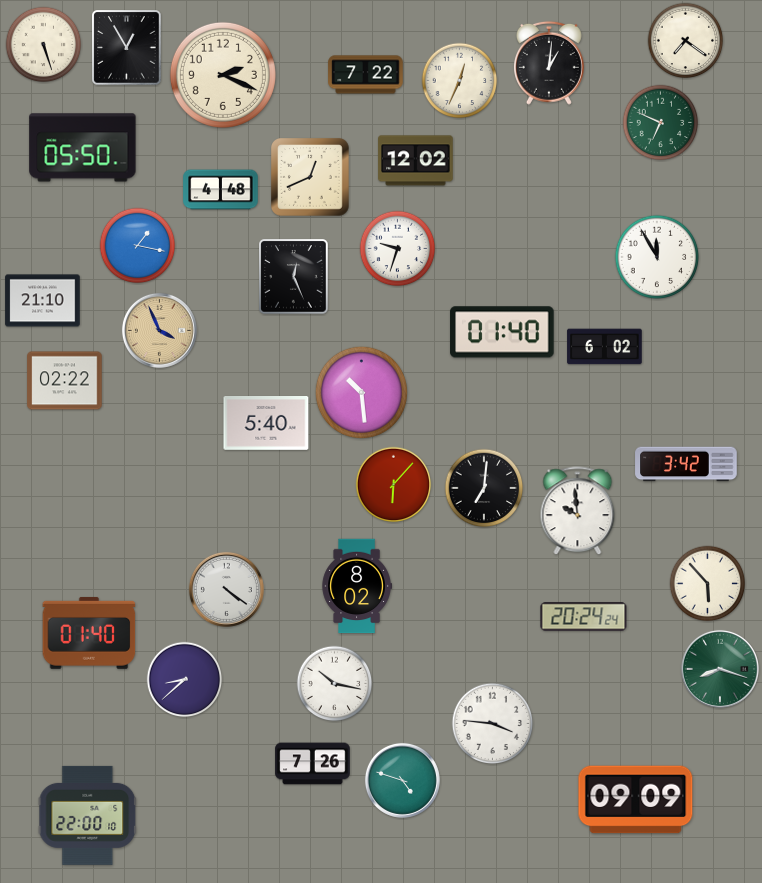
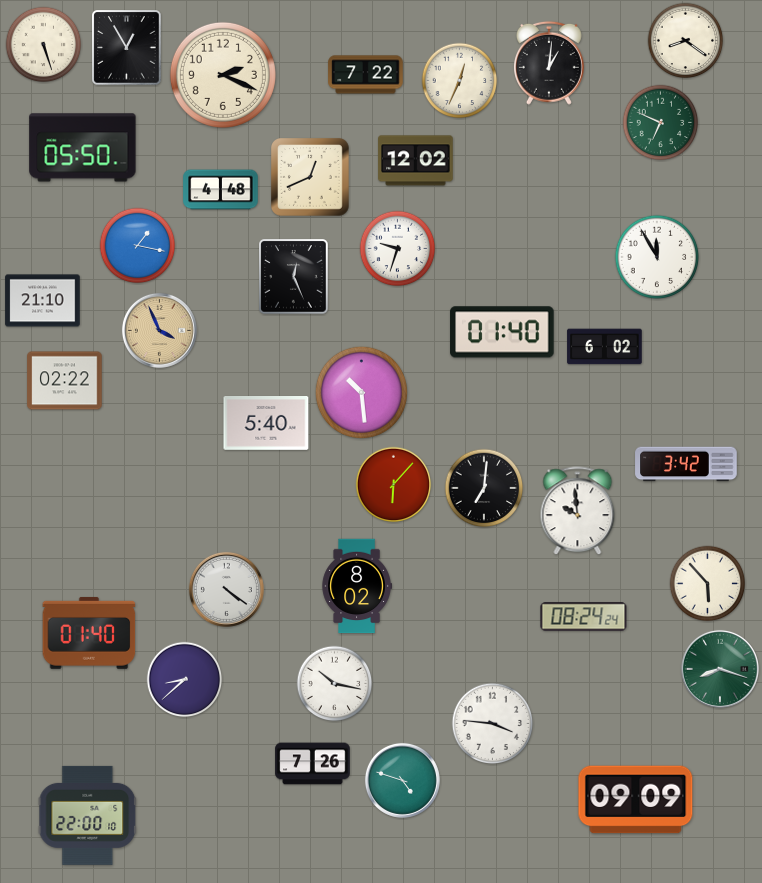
clock at (686, 41): 7:21 -> 8:21
clock at (584, 617): 20:24 -> 08:24
